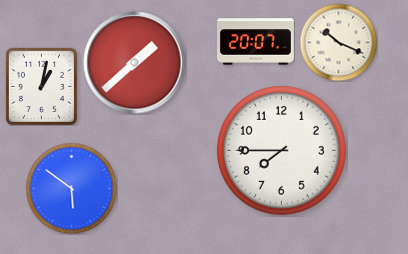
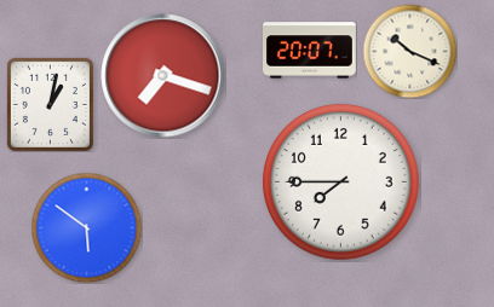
clock at (135, 63): 1:38 -> 7:18
